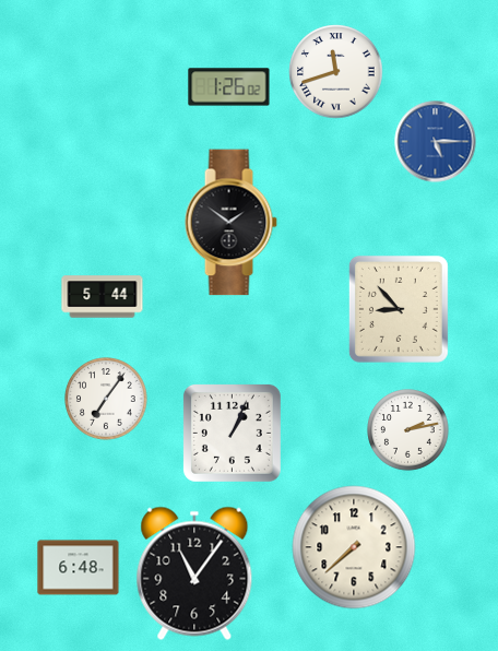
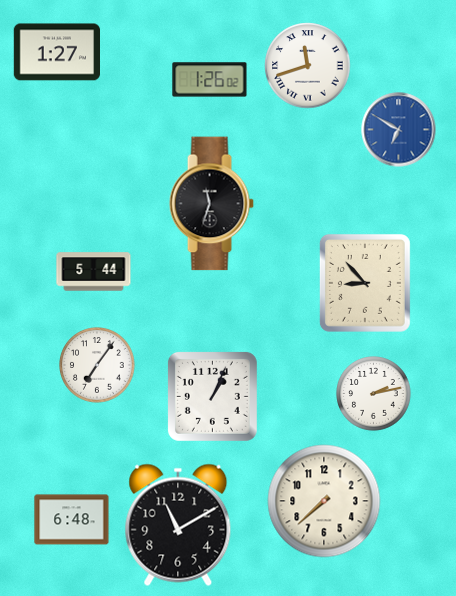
clock at (56, 52): none -> 1:27
clock at (436, 142): 5:15 -> 6:50
clock at (230, 223): 1:51 -> 11:33
clock at (194, 573): 11:06 -> 11:10
